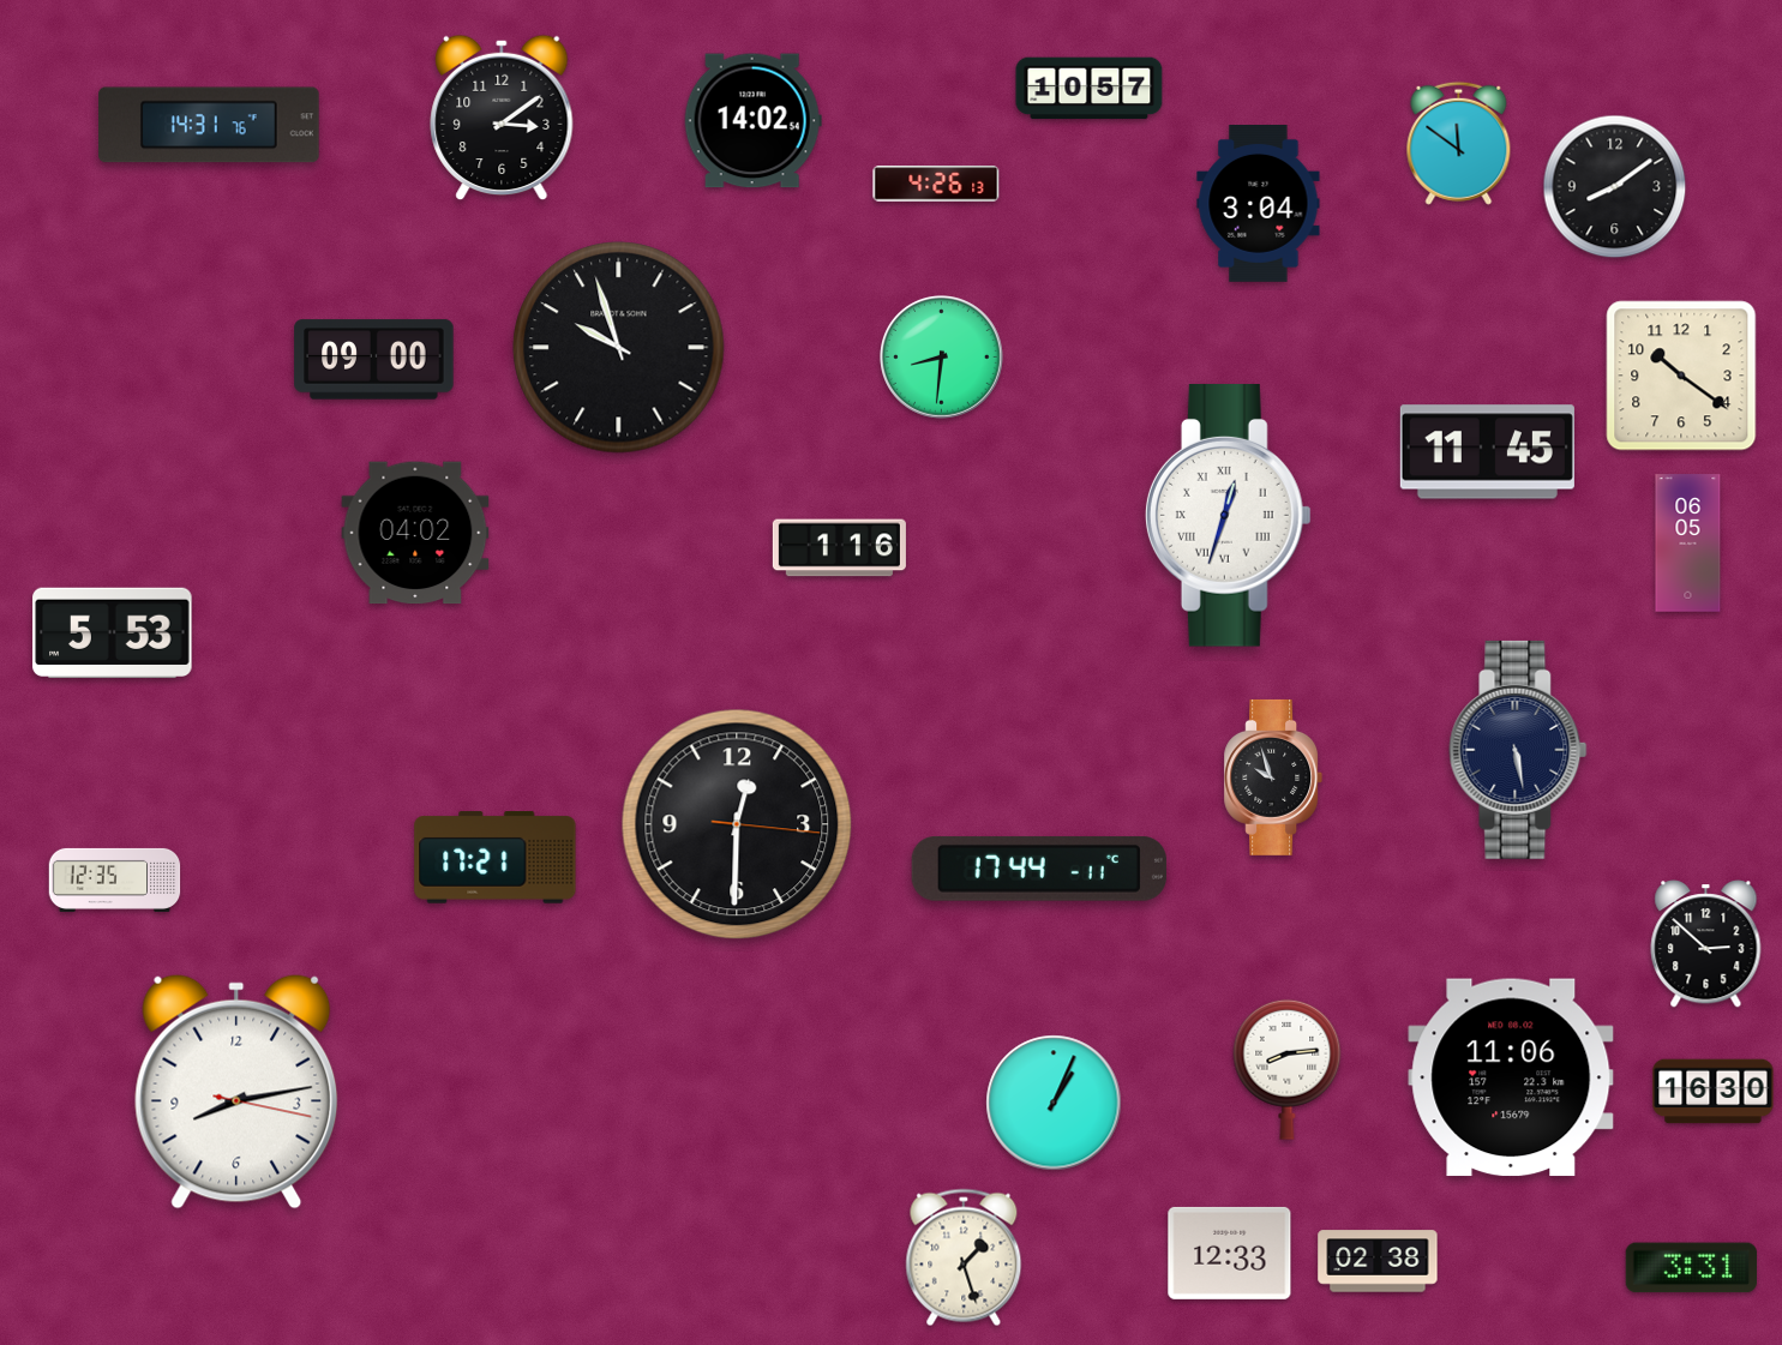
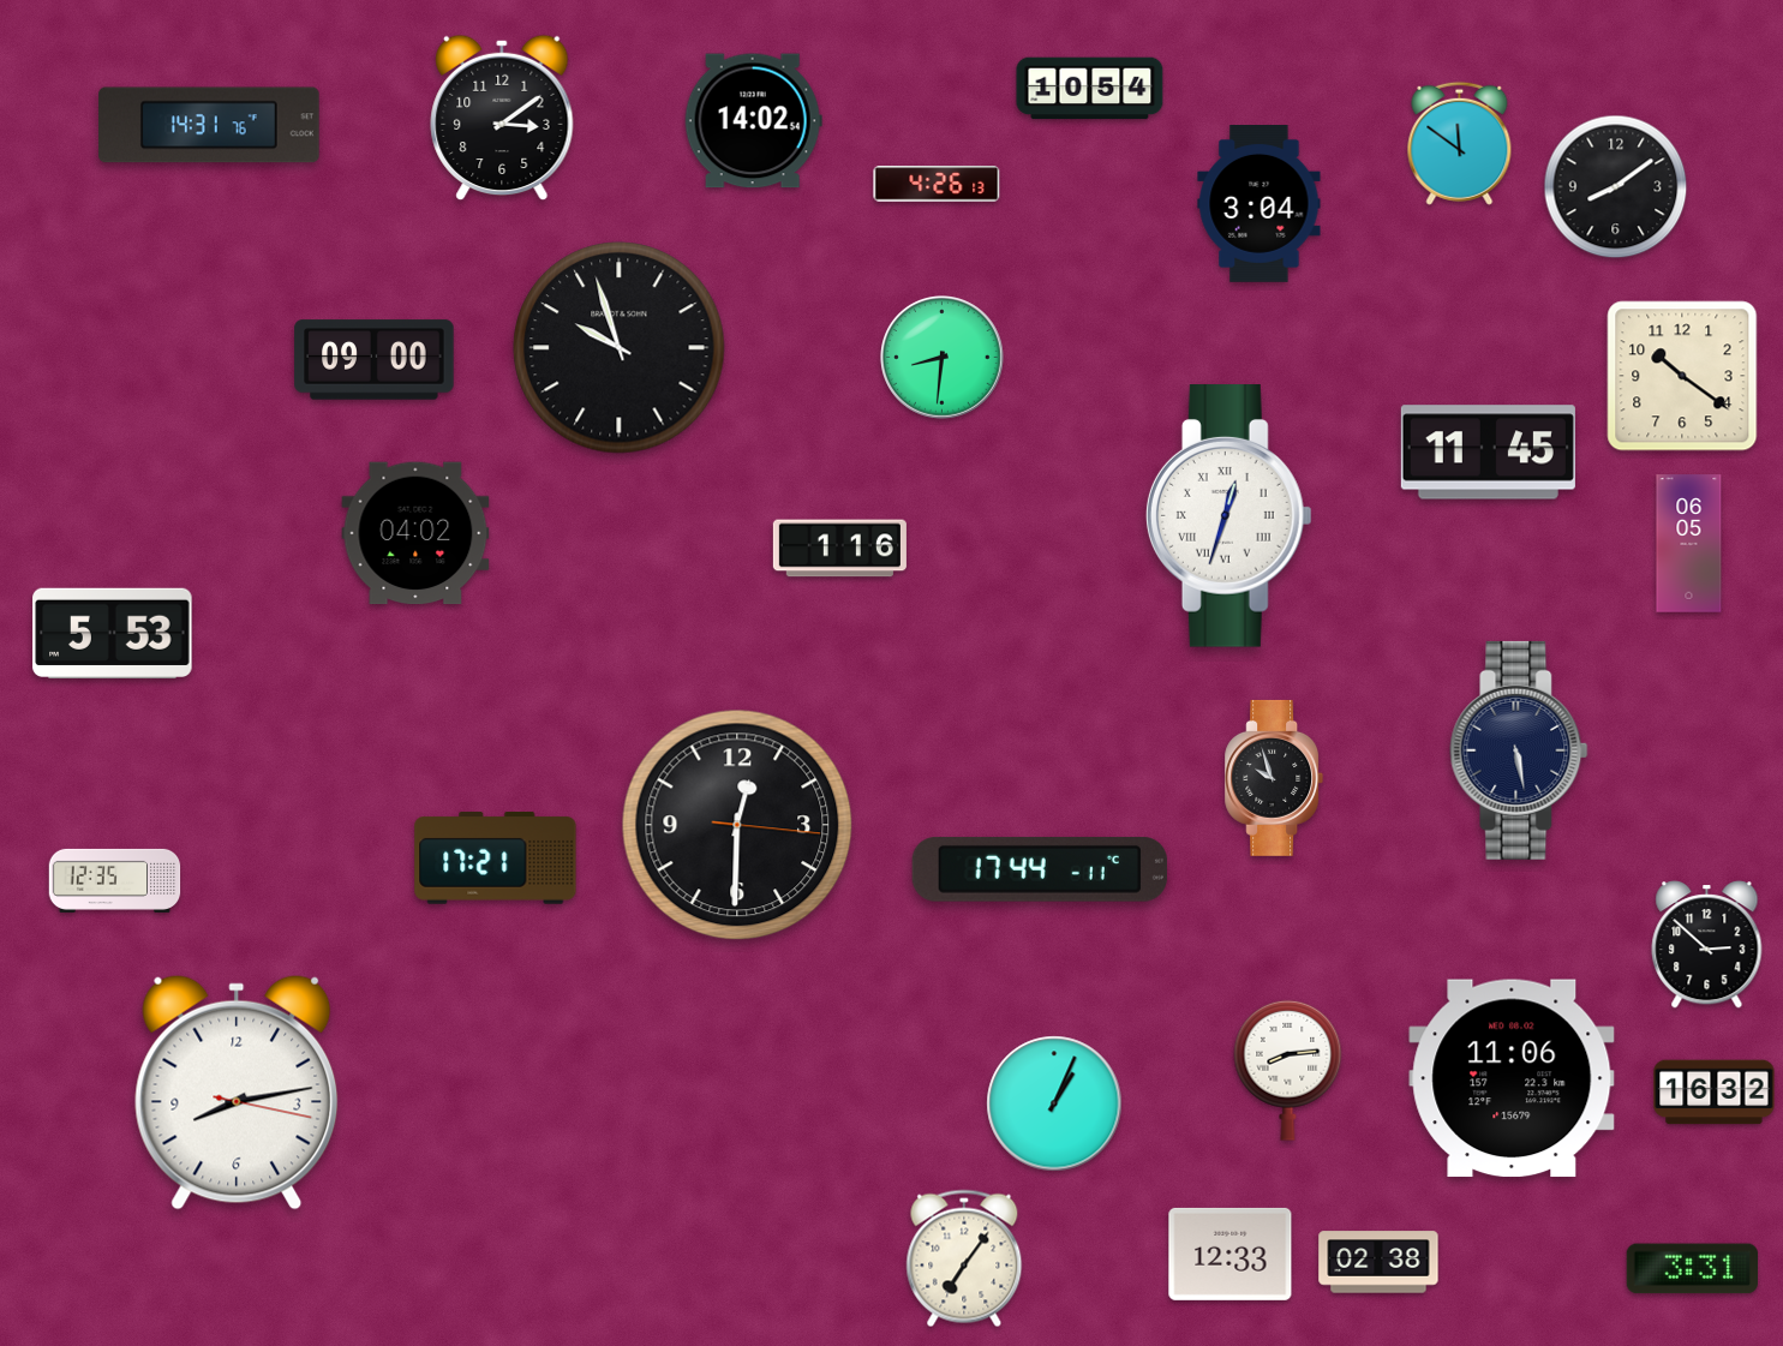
clock at (1090, 89): 10:57 -> 10:54
clock at (1714, 1092): 16:30 -> 16:32
clock at (964, 1257): 1:27 -> 7:06
